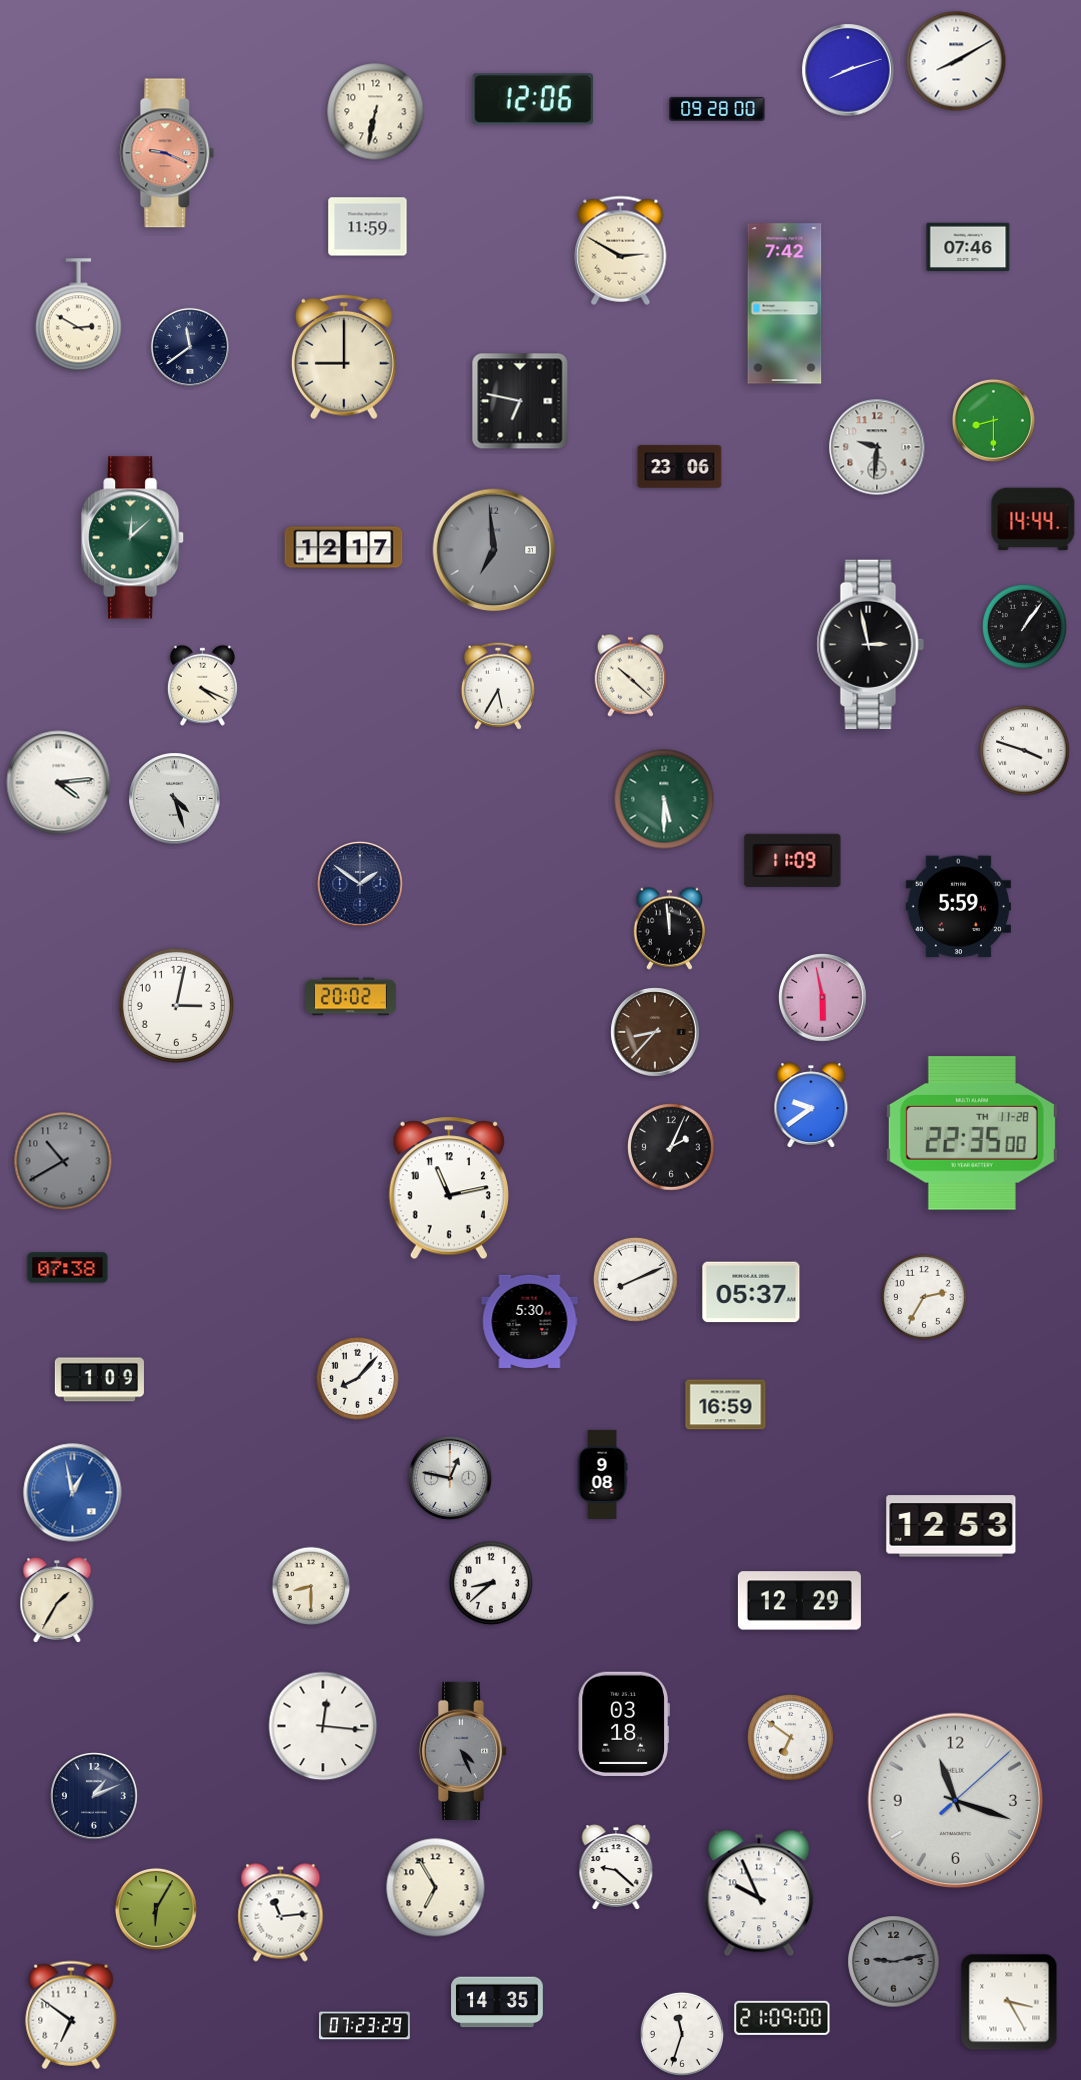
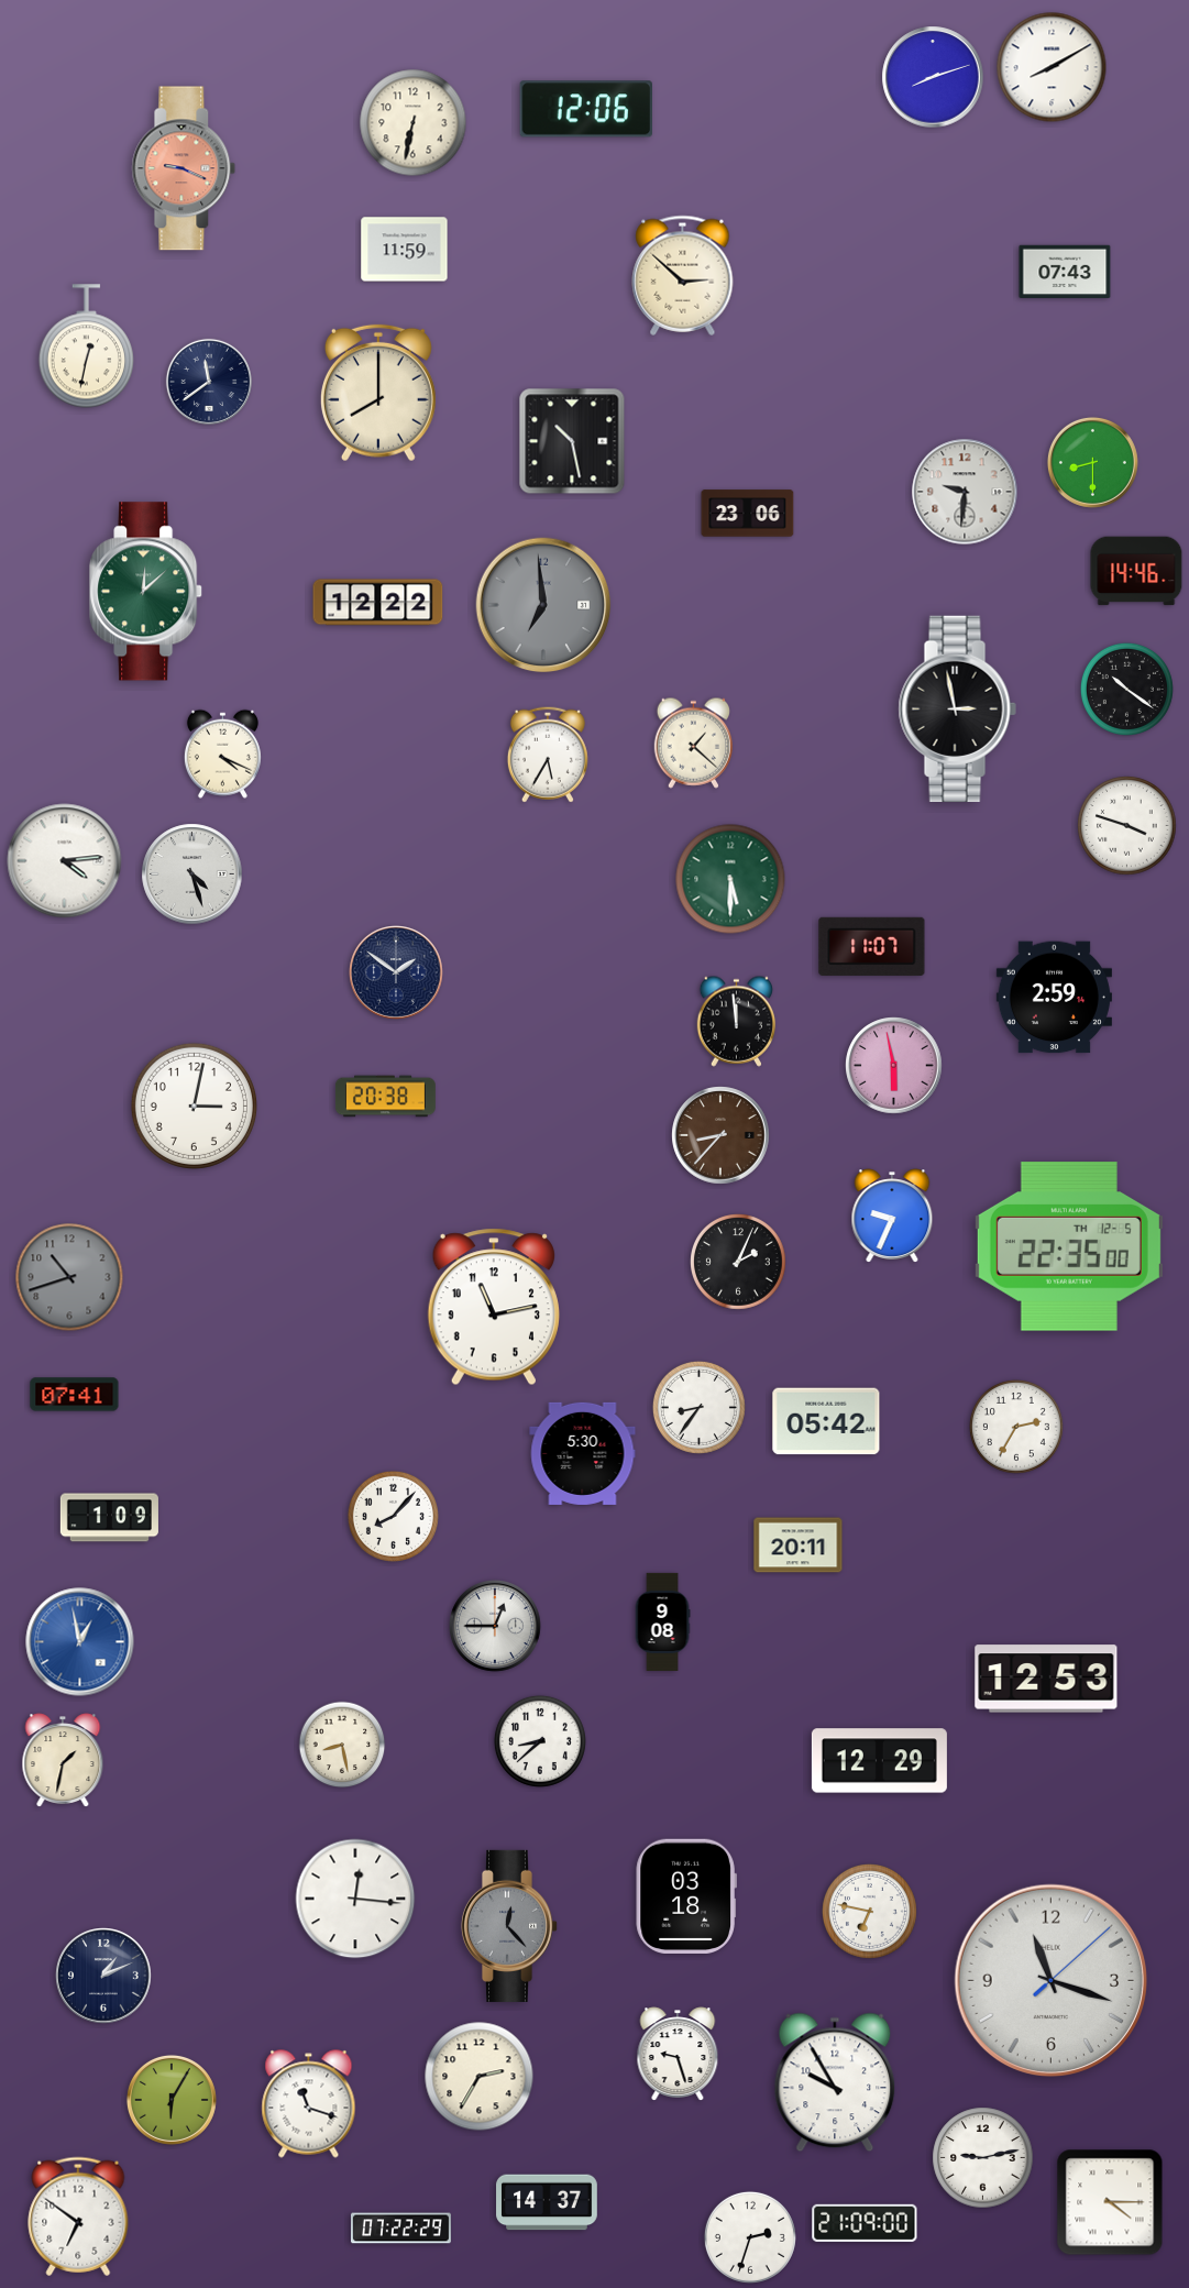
clock at (717, 109): 09:28 -> none
clock at (968, 247): 07:46 -> 07:43
clock at (621, 250): 2:50 -> 2:52
clock at (785, 304): 7:42 -> none
clock at (78, 315): 2:50 -> 12:32
clock at (344, 357): 9:00 -> 8:00
clock at (520, 401): 6:47 -> 10:28
clock at (1033, 519): 14:44 -> 14:46
clock at (344, 548): 12:17 -> 12:22
clock at (1024, 626): 1:06 -> 10:21
clock at (631, 675): 10:22 -> 1:22
clock at (175, 799) position: (175, 799) -> (192, 875)
clock at (793, 860): 11:09 -> 11:07
clock at (958, 907): 5:59 -> 2:59
clock at (350, 997): 20:02 -> 20:38
clock at (823, 998) position: (823, 998) -> (894, 1066)
clock at (811, 1105): 9:39 -> 9:34
clock at (972, 1133) date: TH 11-28 -> TH 12-5
clock at (63, 1161): 10:40 -> 10:42
clock at (68, 1268): 07:38 -> 07:41
clock at (635, 1279): 8:11 -> 8:36
clock at (751, 1292): 05:37 -> 05:42
clock at (726, 1405): 16:59 -> 20:11
clock at (450, 1478): 12:47 -> 12:45
clock at (311, 1586): 8:30 -> 8:28
clock at (57, 1600): 1:35 -> 1:32
clock at (790, 1737): 6:51 -> 6:47
clock at (463, 1751): 4:26 -> 12:23
clock at (616, 1867): 9:22 -> 9:27
clock at (436, 1888): 6:55 -> 2:35
clock at (759, 1893): 9:56 -> 9:55
clock at (281, 1913): 11:14 -> 11:18
clock at (894, 1962) dial: grey -> white
clock at (497, 2002): 14:35 -> 14:37
clock at (1009, 2002): 3:25 -> 4:15
clock at (782, 2018) position: (782, 2018) -> (865, 2223)
clock at (364, 2026): 07:23 -> 07:22
clock at (682, 2034): 11:33 -> 2:33
